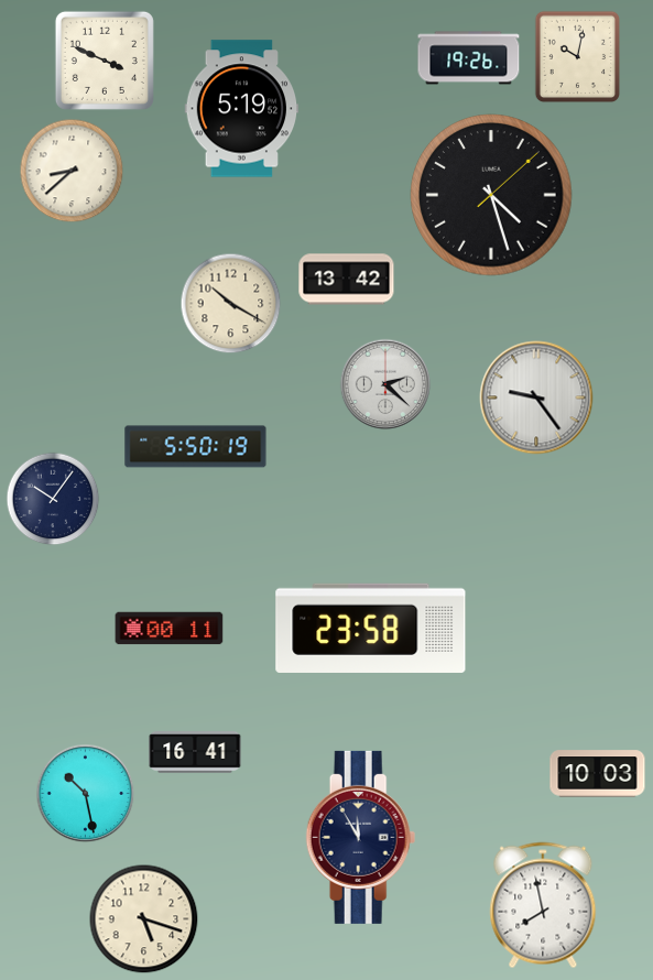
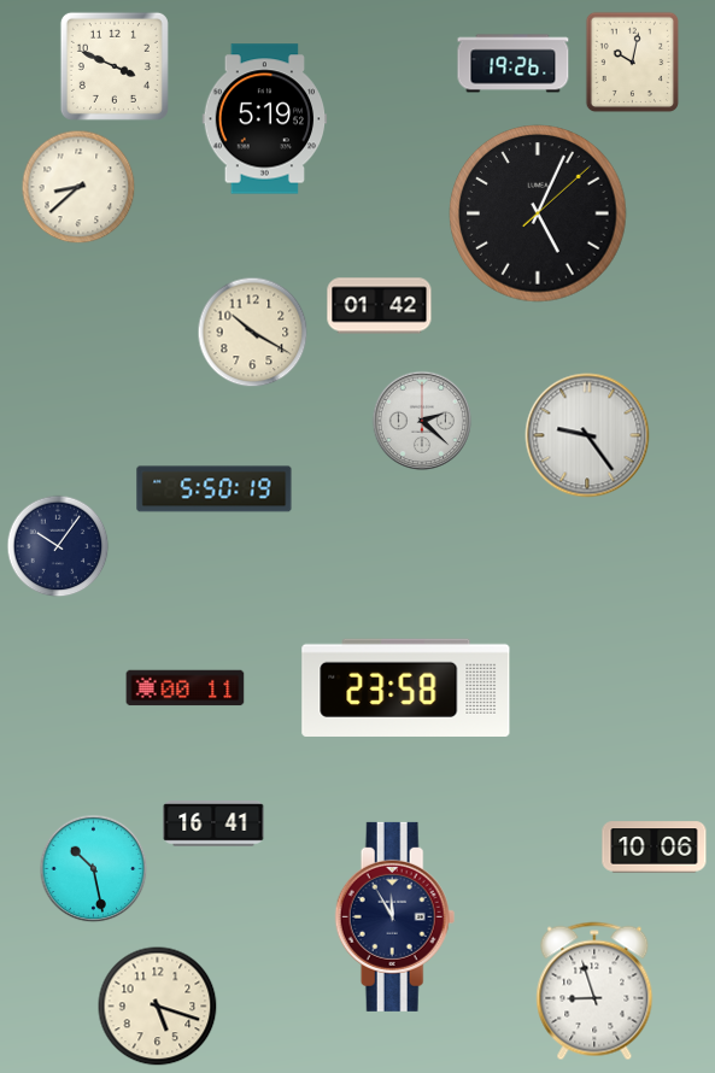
clock at (491, 195): 4:27 -> 5:04
clock at (347, 280): 13:42 -> 01:42
clock at (598, 774): 10:03 -> 10:06
clock at (543, 905): 7:58 -> 8:57
